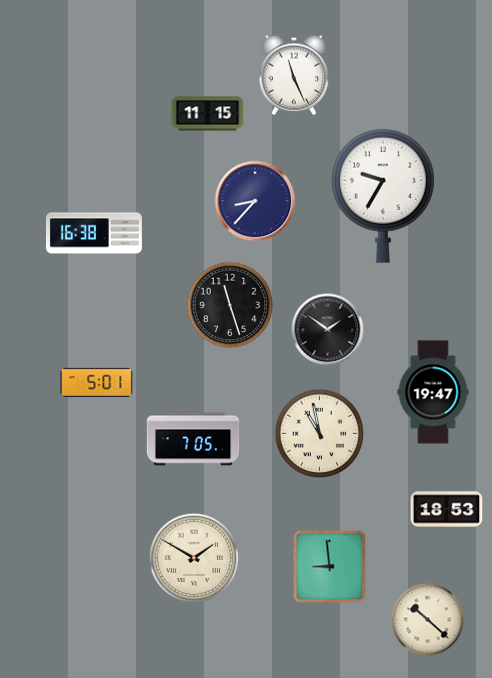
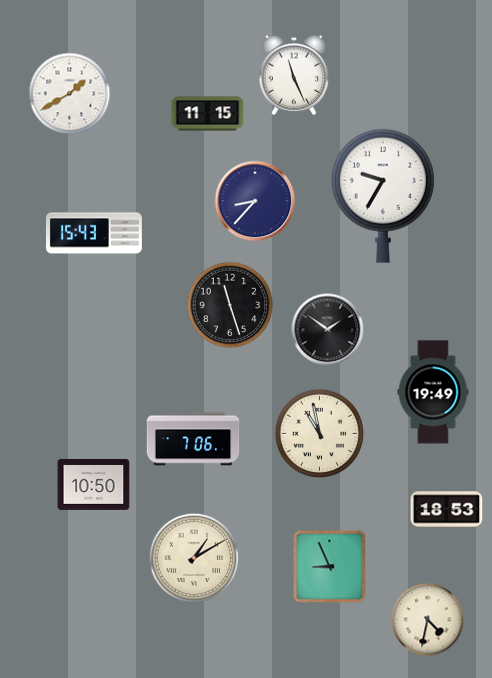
clock at (70, 94): none -> 1:40
clock at (94, 233): 16:38 -> 15:43
clock at (97, 382): 5:01 -> none
clock at (433, 392): 19:47 -> 19:49
clock at (193, 439): 7:05 -> 7:06
clock at (94, 484): none -> 10:50
clock at (194, 558): 1:50 -> 1:10
clock at (330, 567): 8:59 -> 8:56
clock at (428, 620): 10:22 -> 4:32
